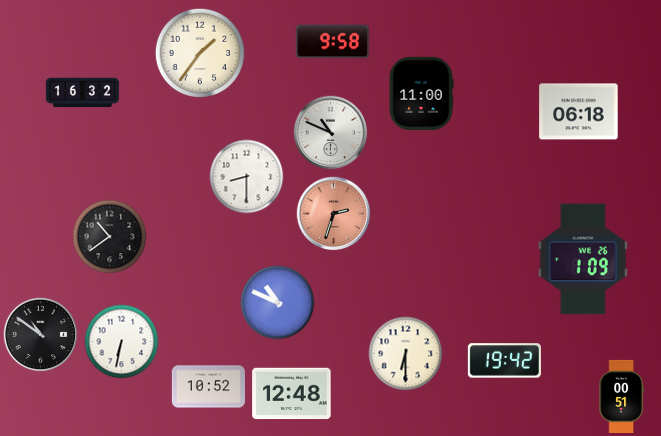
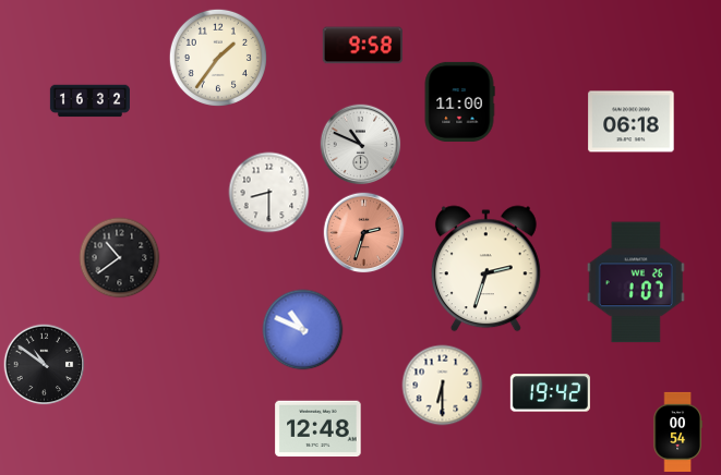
clock at (485, 269): none -> 2:33
clock at (583, 259): 1:09 -> 1:07
clock at (122, 342): 6:32 -> none
clock at (208, 387): 10:52 -> none
clock at (621, 396): 00:51 -> 00:54
